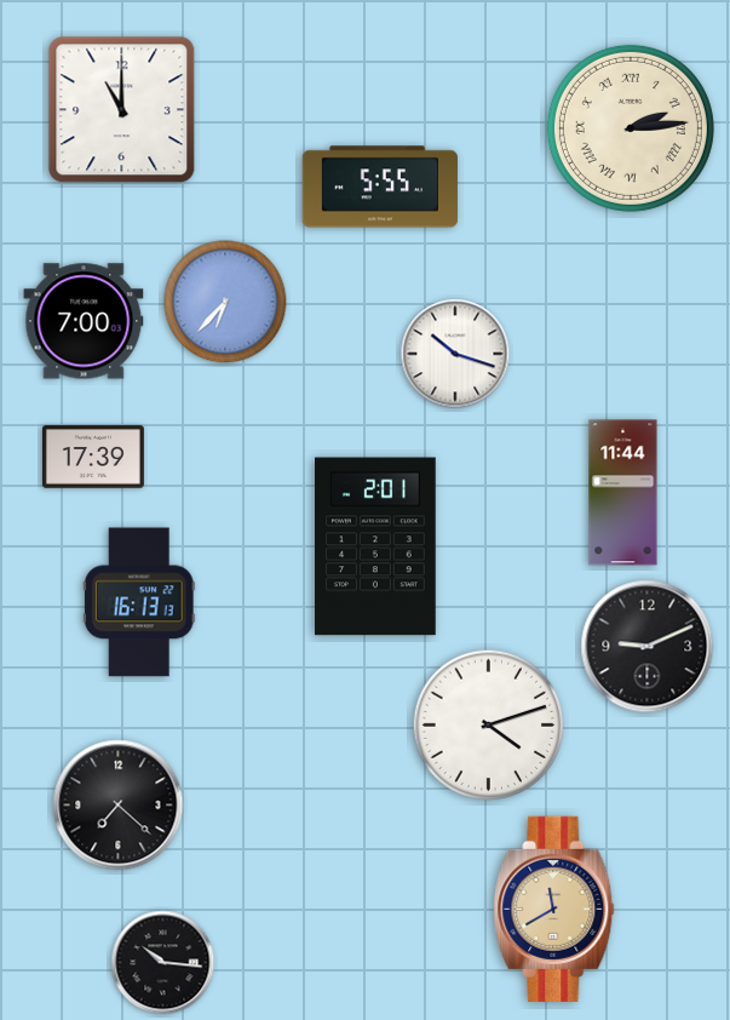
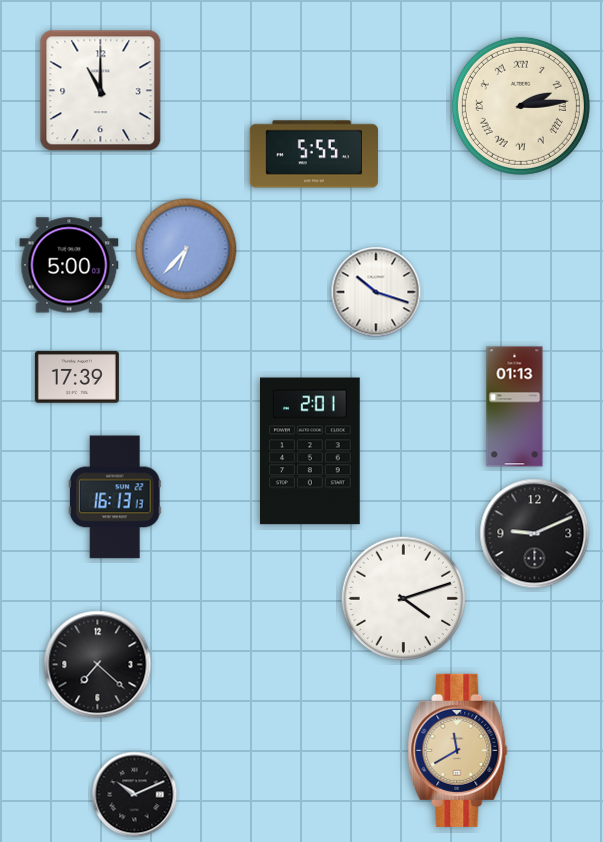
clock at (84, 321): 7:00 -> 5:00
clock at (623, 493): 11:44 -> 01:13
clock at (163, 963): 10:16 -> 10:11
